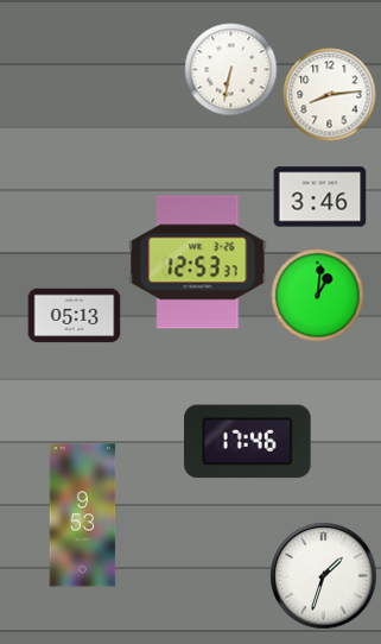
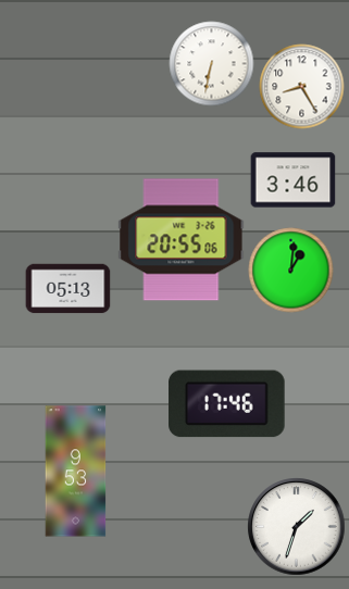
clock at (329, 94): 8:14 -> 8:25
clock at (198, 263): 12:53 -> 20:55
